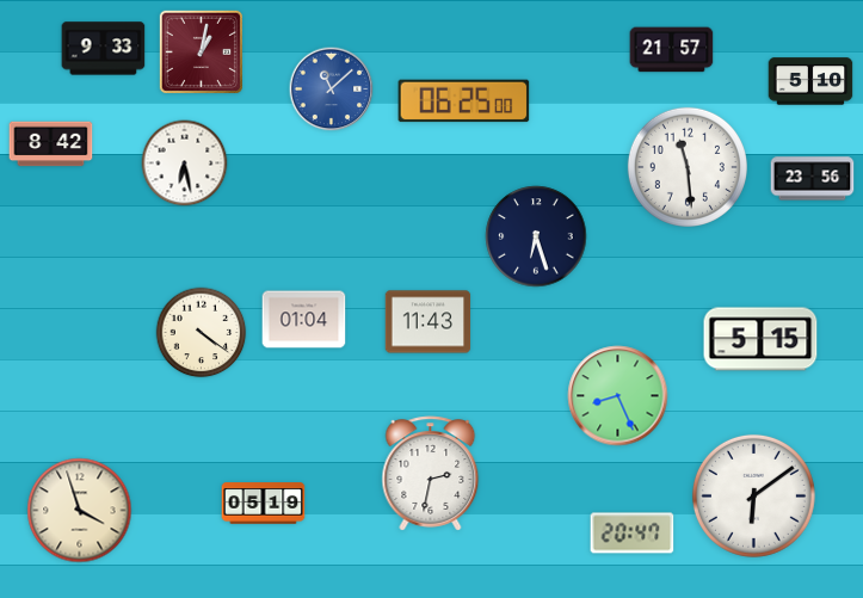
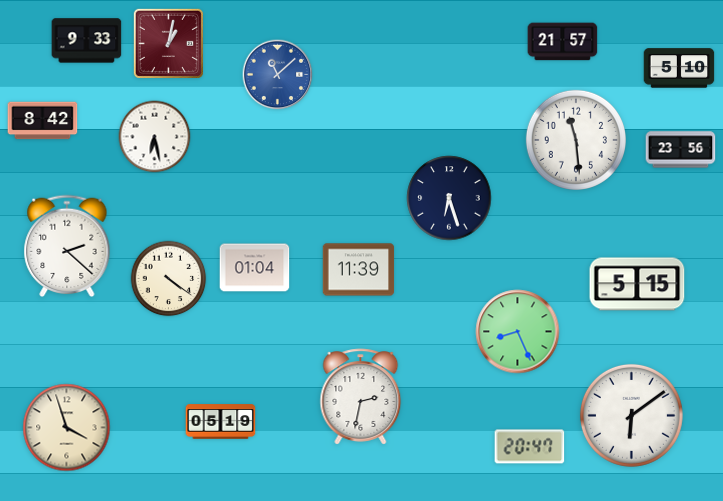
clock at (464, 101): 06:25 -> none
clock at (67, 246): none -> 2:22
clock at (429, 322): 11:43 -> 11:39
